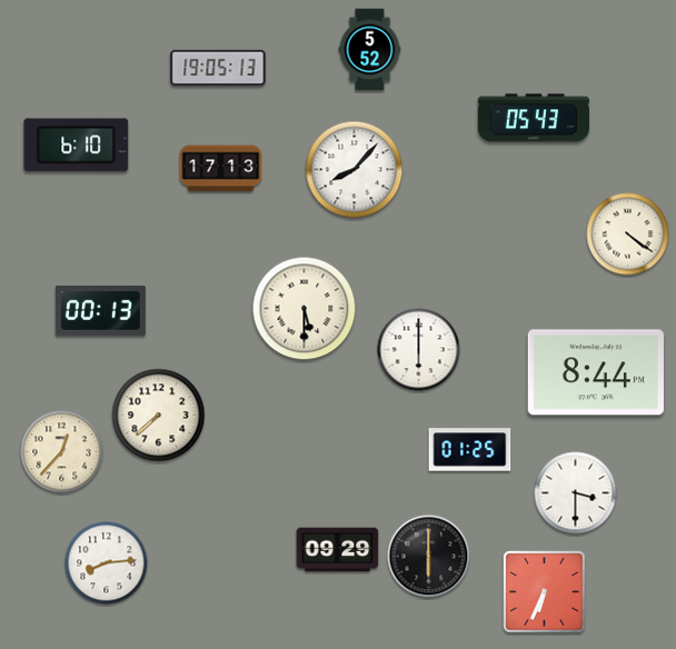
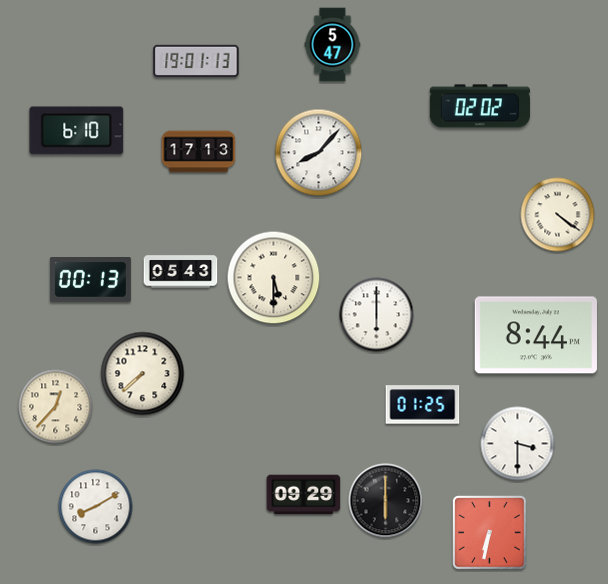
clock at (370, 50): 5:52 -> 5:47
clock at (218, 68): 19:05 -> 19:01
clock at (534, 118): 05:43 -> 02:02
clock at (77, 146) position: (77, 146) -> (77, 131)
clock at (628, 234) position: (628, 234) -> (558, 215)
clock at (181, 272): none -> 05:43
clock at (107, 563): 8:14 -> 8:10
clock at (545, 592): 6:34 -> 6:32
